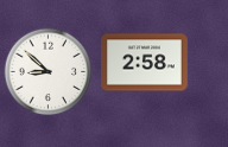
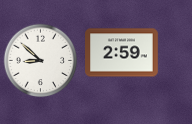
clock at (145, 63): 2:58 -> 2:59
